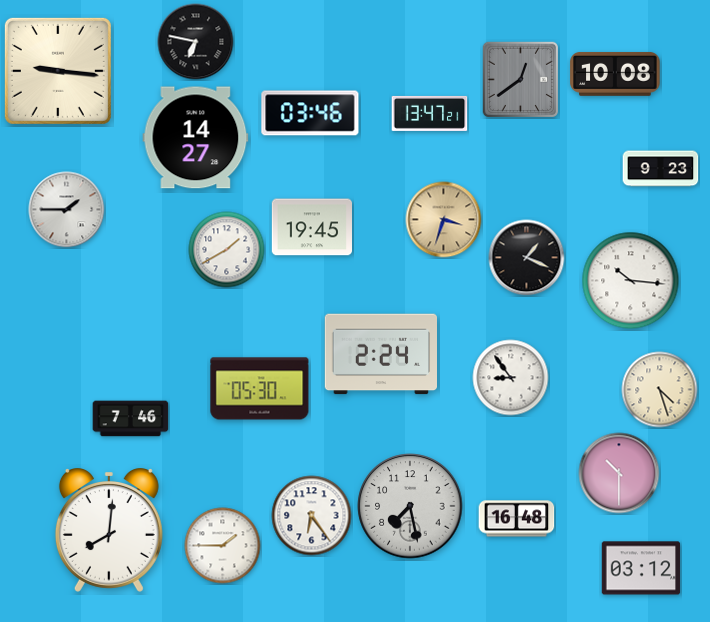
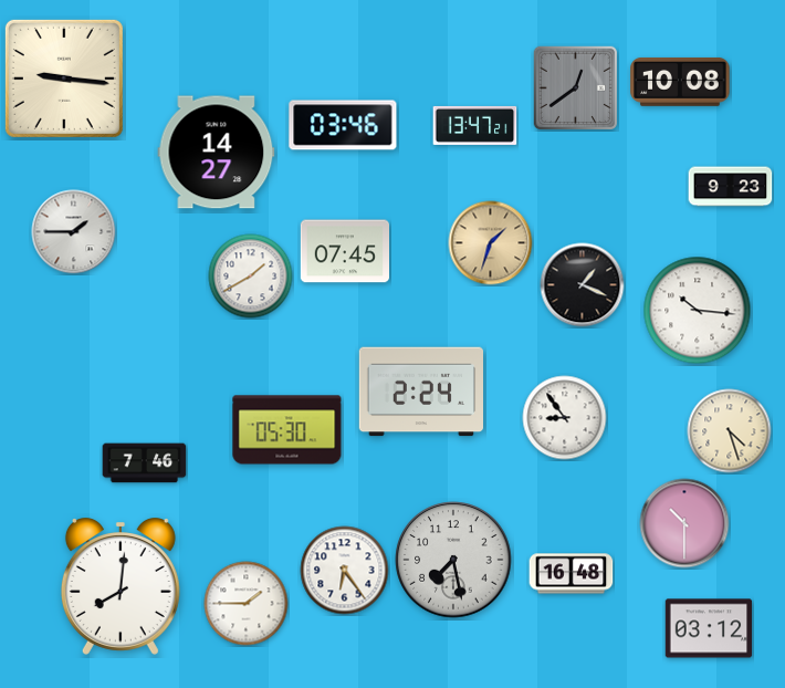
clock at (196, 42): 6:47 -> none
clock at (444, 220): 3:33 -> 1:33
clock at (311, 227): 19:45 -> 07:45
